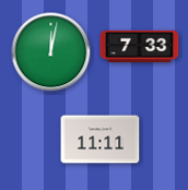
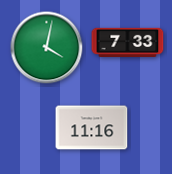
clock at (51, 52): 12:02 -> 4:02
clock at (101, 140): 11:11 -> 11:16
